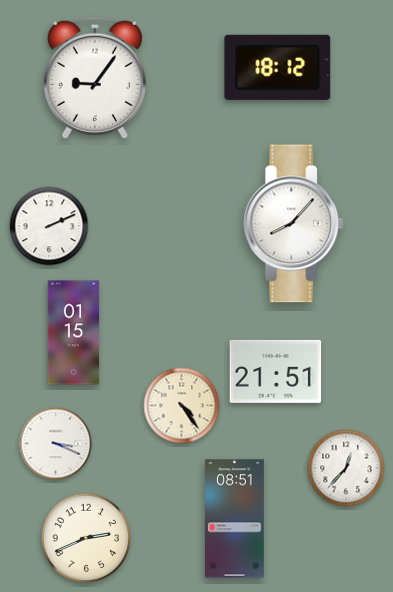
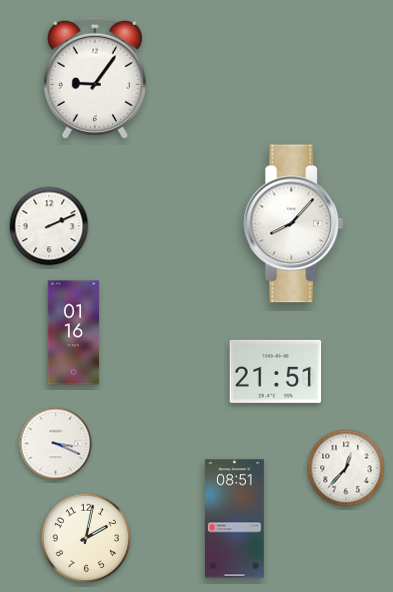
clock at (278, 67): 18:12 -> none
clock at (74, 333): 01:15 -> 01:16
clock at (182, 406): 4:24 -> none
clock at (86, 538): 2:41 -> 2:02
